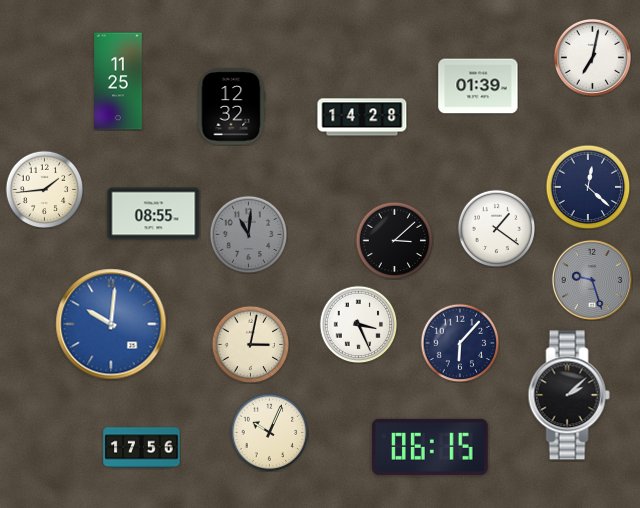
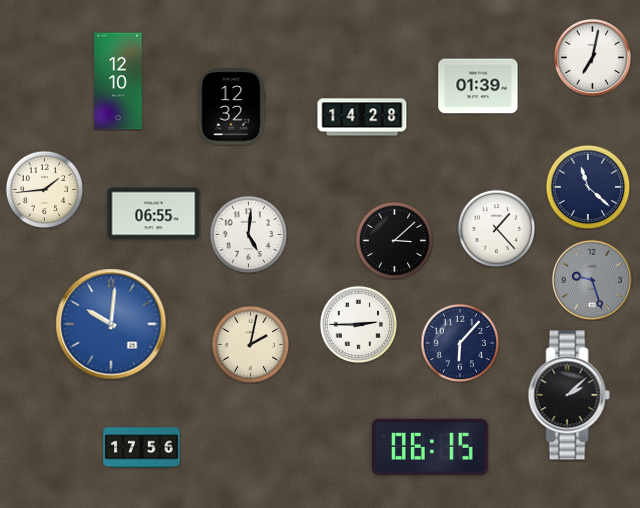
clock at (118, 81): 11:25 -> 12:10
clock at (588, 187): 12:22 -> 11:22
clock at (154, 214): 08:55 -> 06:55
clock at (496, 228): 1:21 -> 1:23
clock at (248, 234): 11:01 -> 5:01
clock at (248, 234) dial: grey -> white
clock at (358, 324): 3:26 -> 2:45
clock at (250, 344): 3:02 -> 2:02
clock at (269, 432): 10:04 -> none
